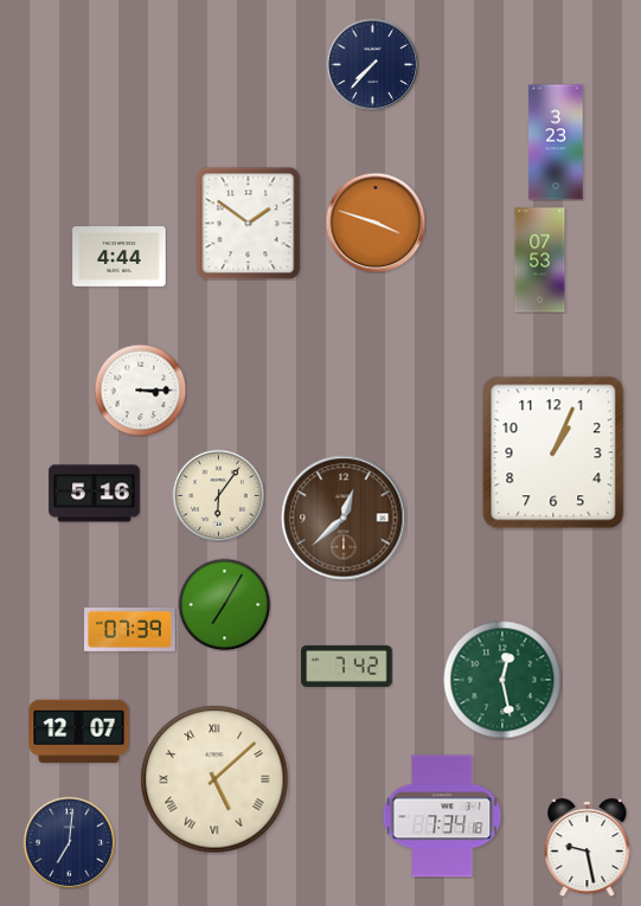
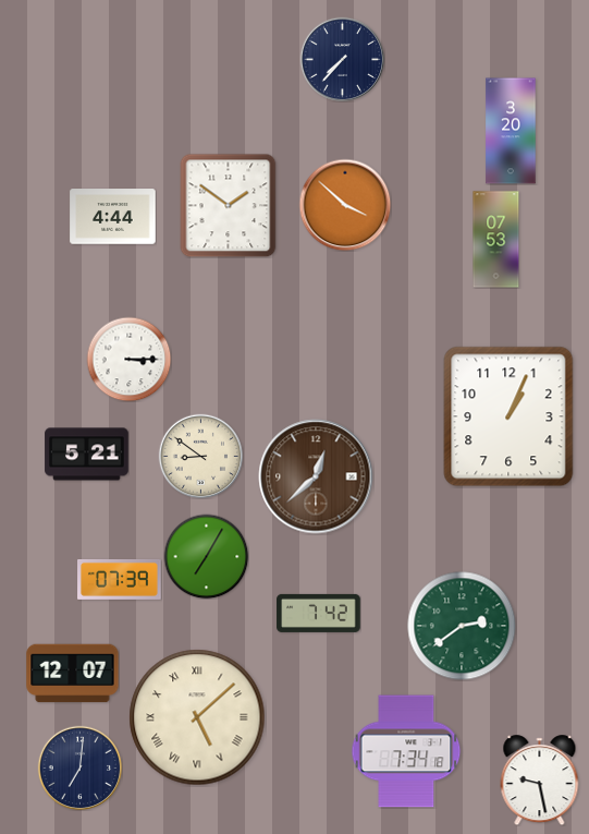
clock at (556, 142): 3:23 -> 3:20
clock at (376, 223): 3:48 -> 3:52
clock at (120, 257) position: (120, 257) -> (113, 217)
clock at (95, 494): 5:16 -> 5:21
clock at (218, 495): 6:06 -> 8:51
clock at (502, 680): 12:28 -> 2:39
clock at (69, 842) position: (69, 842) -> (79, 767)
